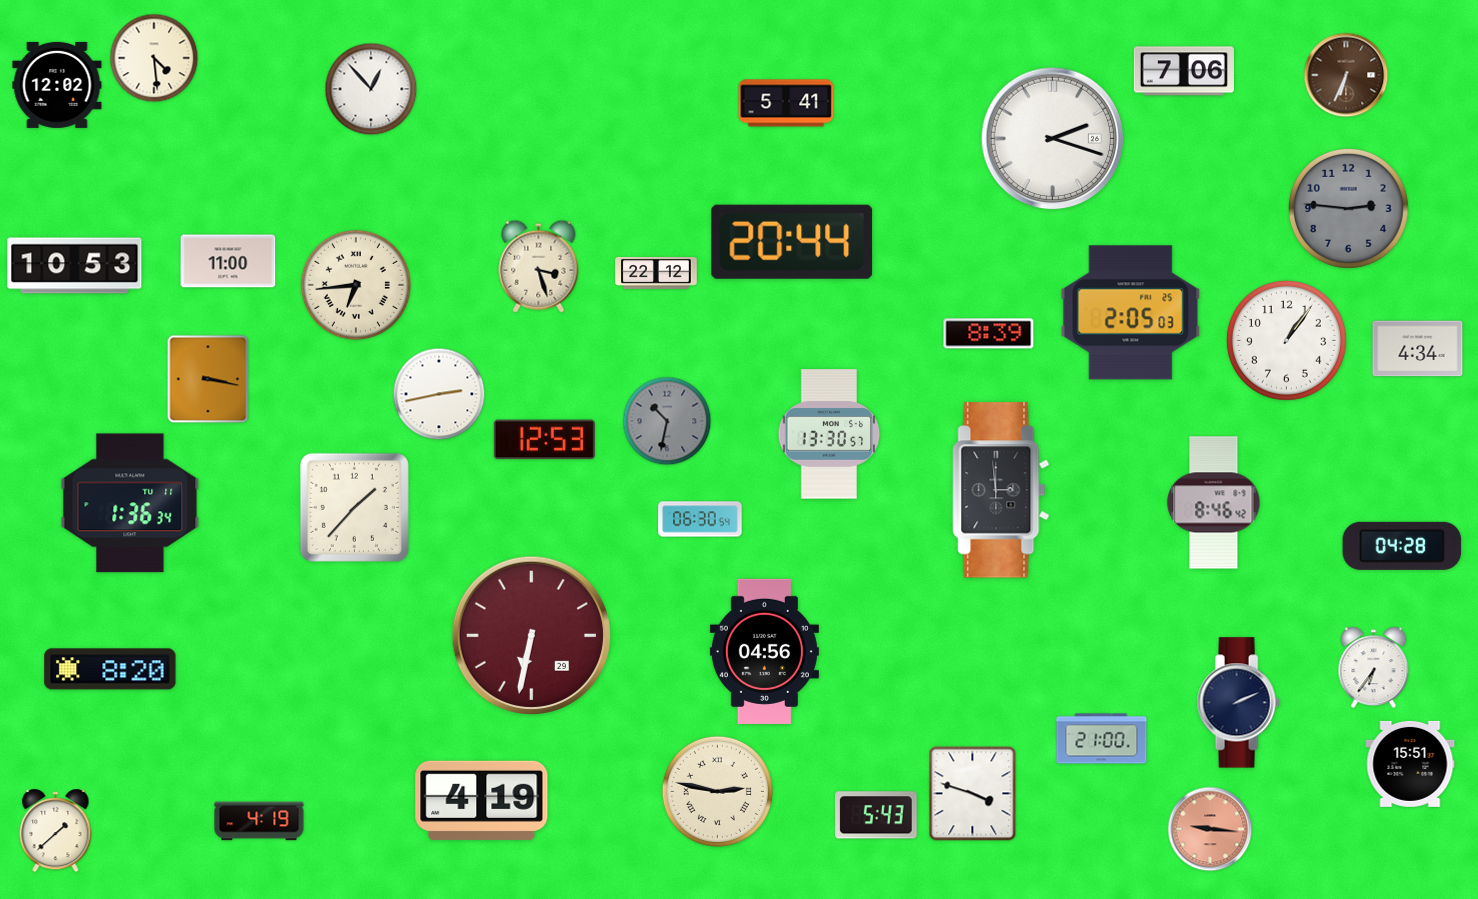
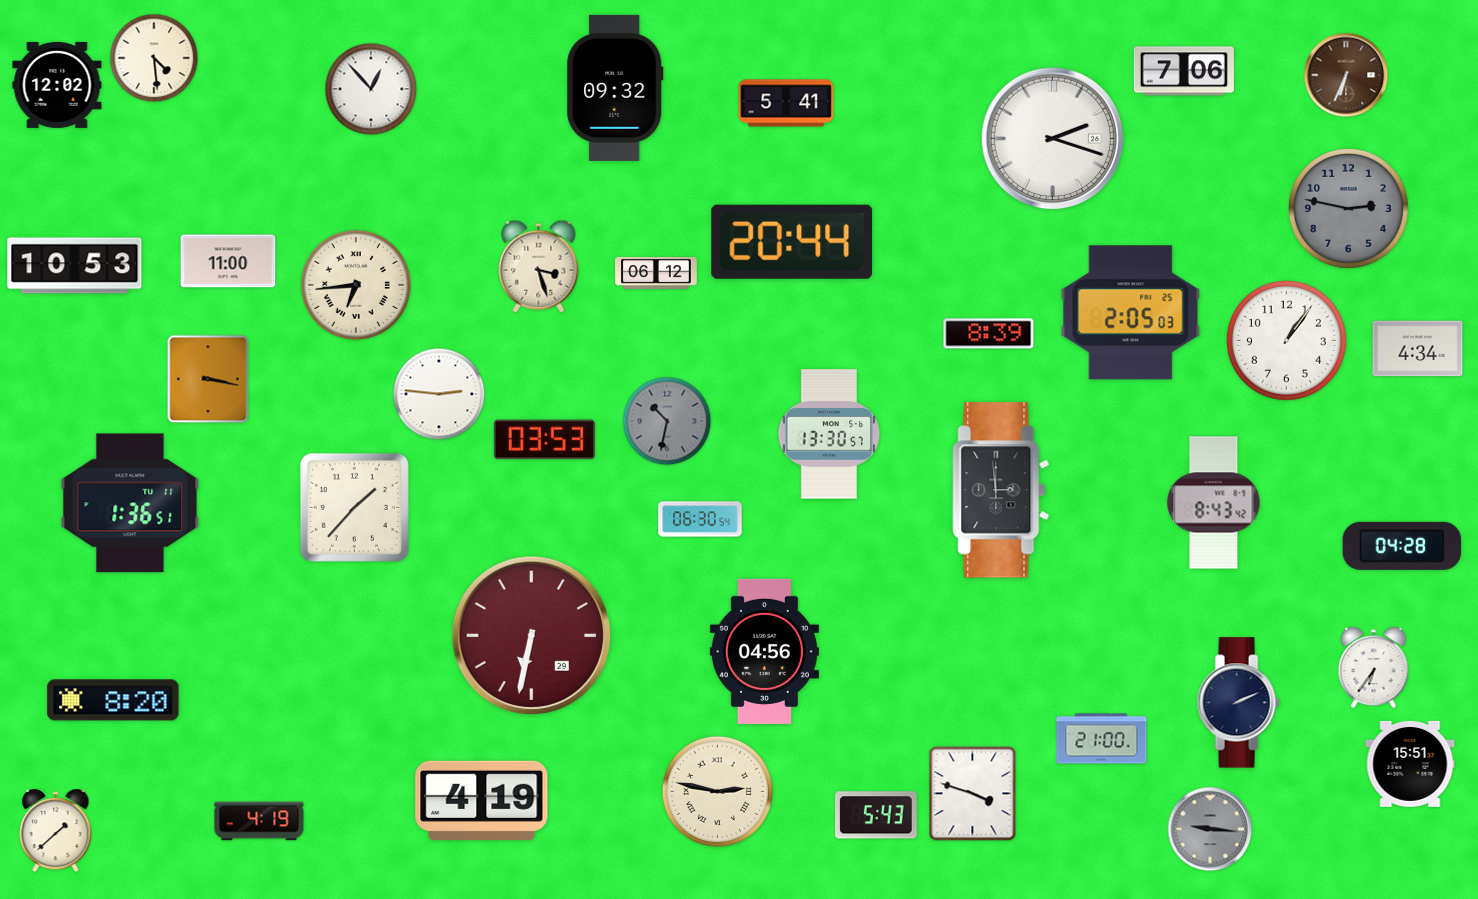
clock at (615, 88): none -> 09:32
clock at (1348, 208): 2:46 -> 2:47
clock at (656, 273): 22:12 -> 06:12
clock at (439, 394): 2:43 -> 2:46
clock at (544, 440): 12:53 -> 03:53
clock at (130, 503): 1:36:34 -> 1:36:51
clock at (1214, 503): 8:46 -> 8:43
clock at (110, 669) position: (110, 669) -> (113, 700)
clock at (1210, 829) dial: salmon -> grey
